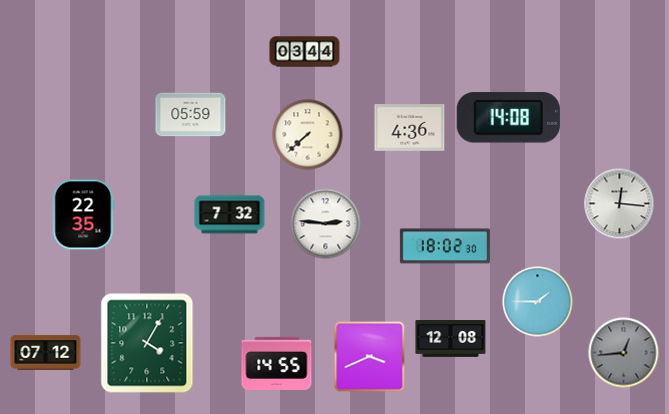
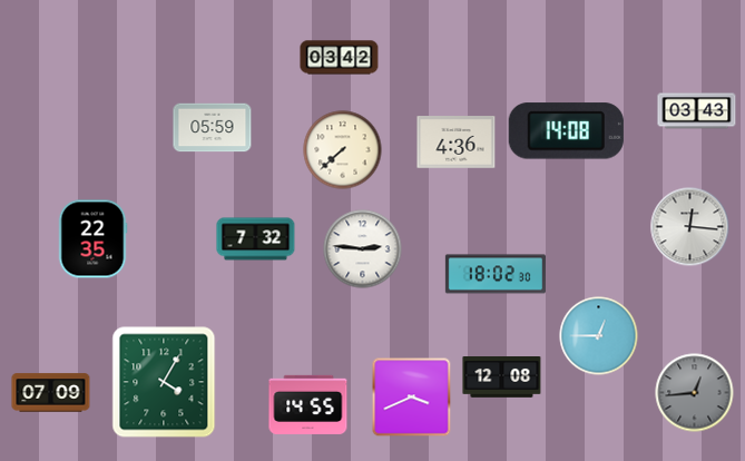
clock at (305, 52): 03:44 -> 03:42
clock at (697, 111): none -> 03:43
clock at (538, 302): 1:45 -> 12:45
clock at (46, 353): 07:12 -> 07:09
